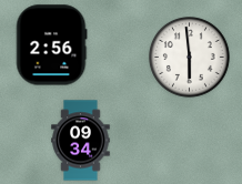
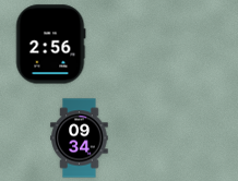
clock at (190, 58): 5:59 -> none
